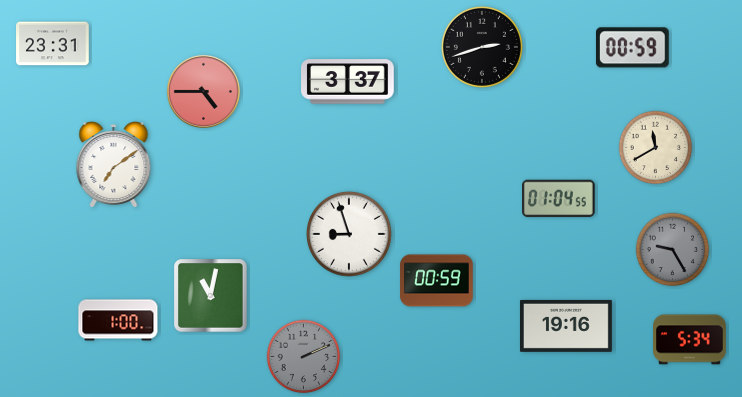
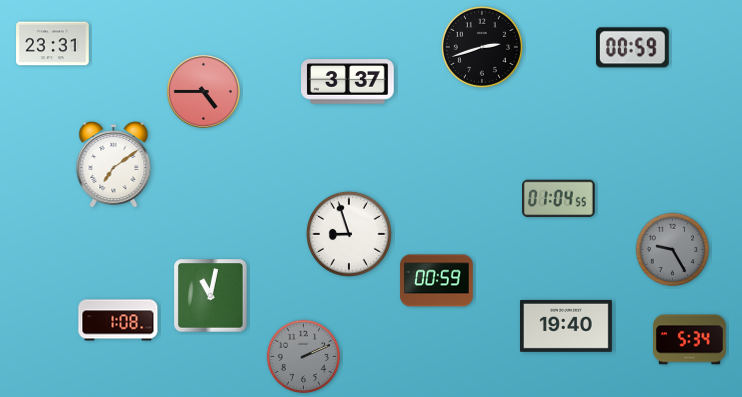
clock at (656, 148): 11:40 -> none
clock at (118, 320): 1:00 -> 1:08
clock at (566, 326): 19:16 -> 19:40
